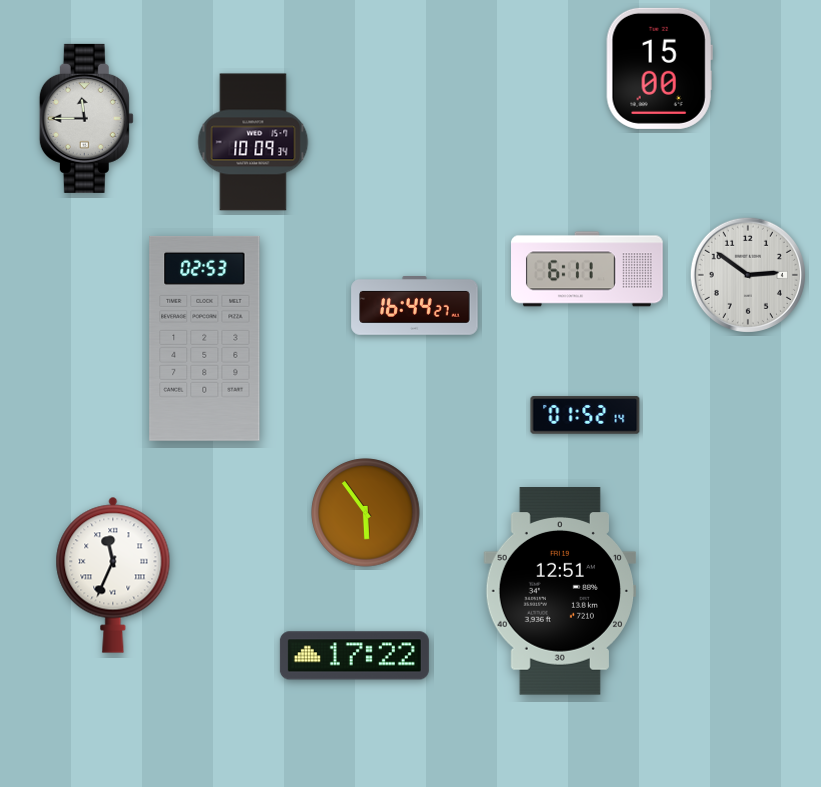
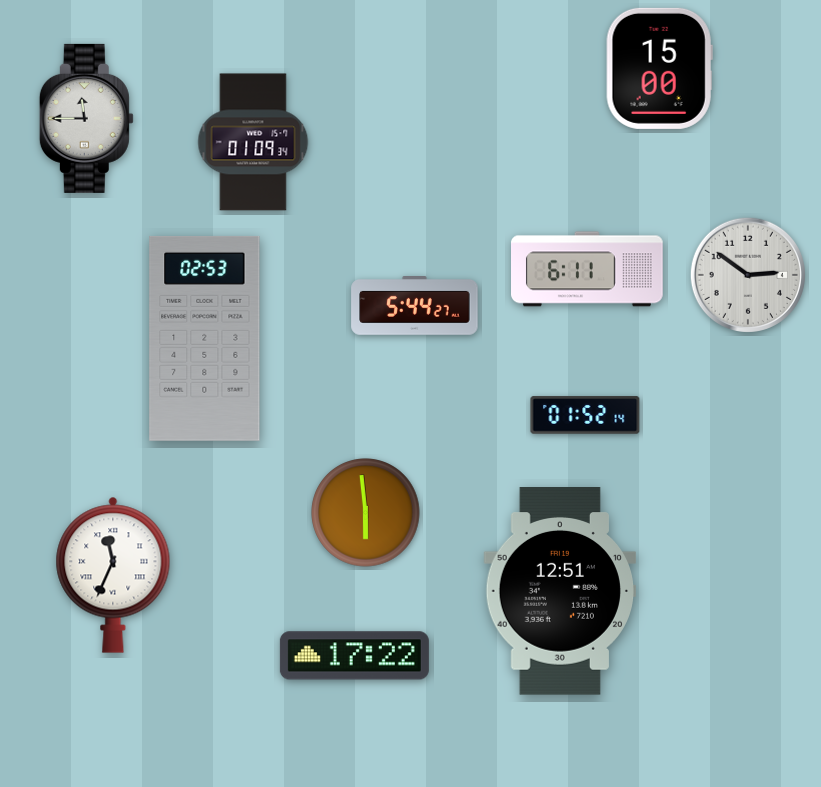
clock at (253, 142): 10:09 -> 01:09
clock at (415, 306): 16:44 -> 5:44
clock at (366, 513): 5:54 -> 5:59
